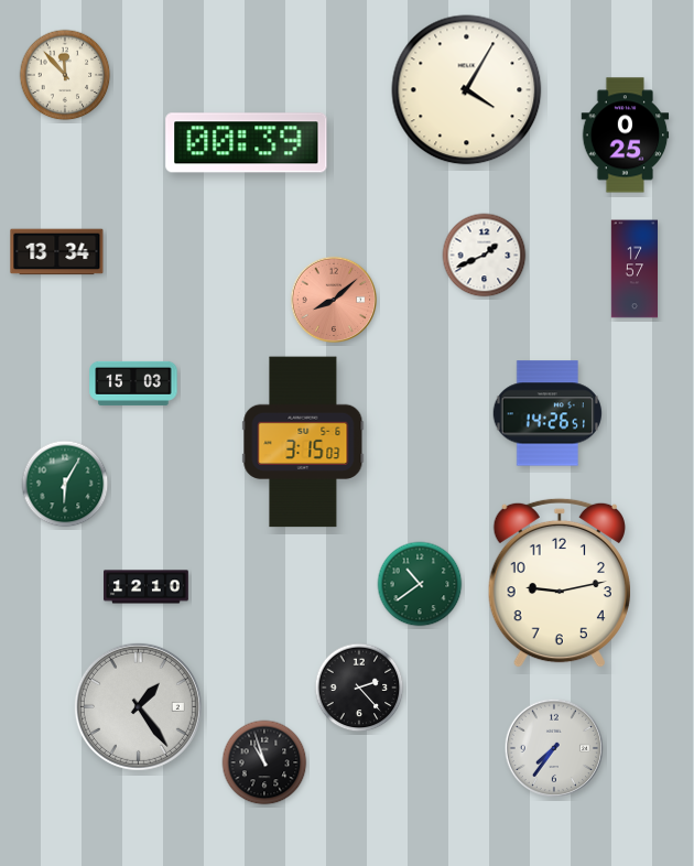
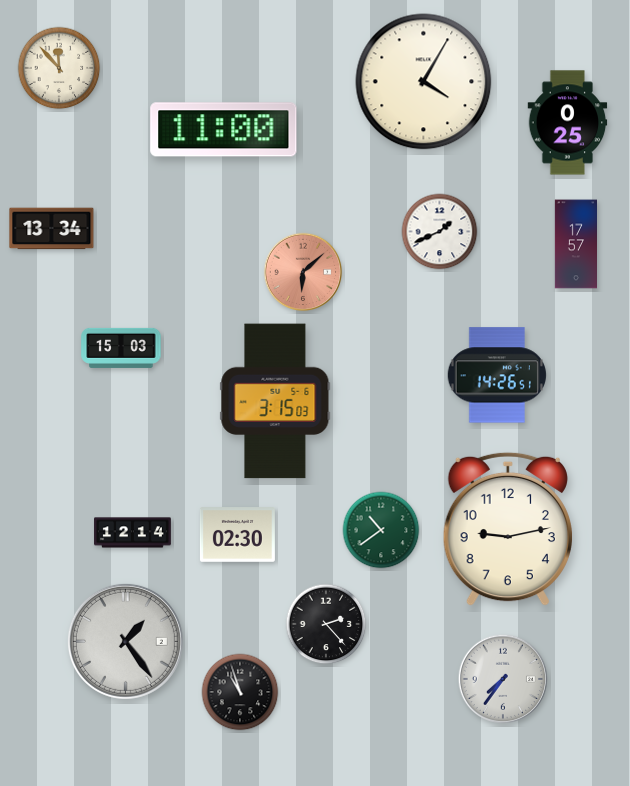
clock at (247, 143): 00:39 -> 11:00
clock at (334, 300): 8:08 -> 6:08
clock at (65, 484): 6:05 -> none
clock at (147, 587): 12:10 -> 12:14
clock at (237, 535): none -> 02:30
